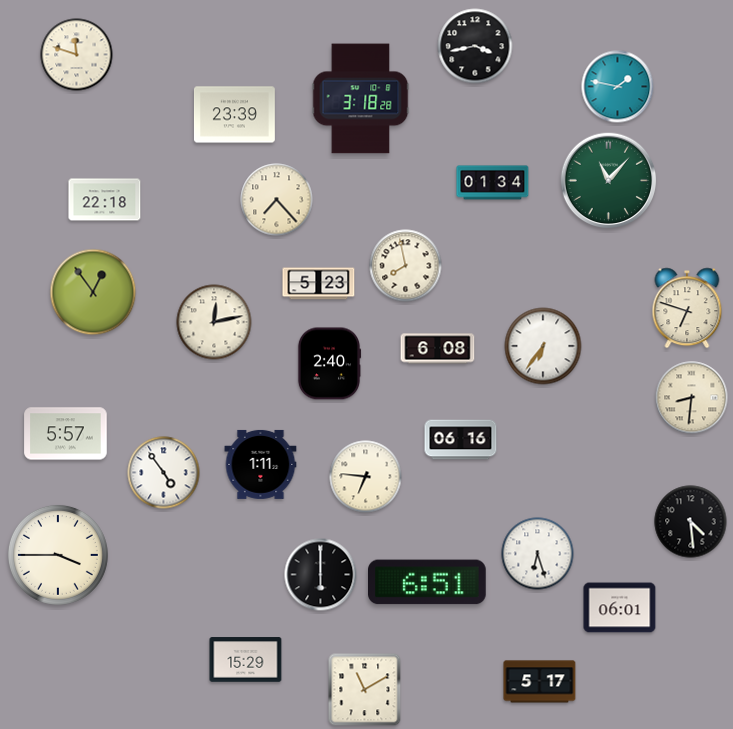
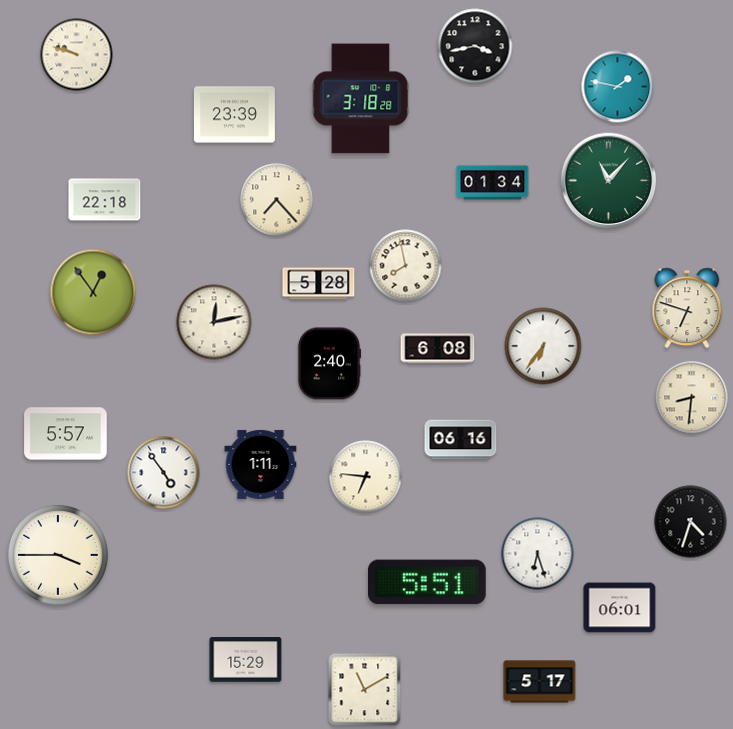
clock at (77, 55): 11:48 -> 9:48
clock at (319, 284): 5:23 -> 5:28
clock at (691, 522): 4:29 -> 4:33
clock at (321, 575): 6:00 -> none
clock at (427, 582): 6:51 -> 5:51
